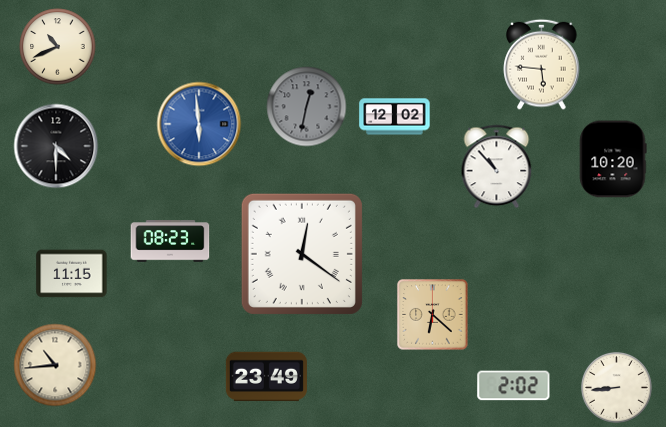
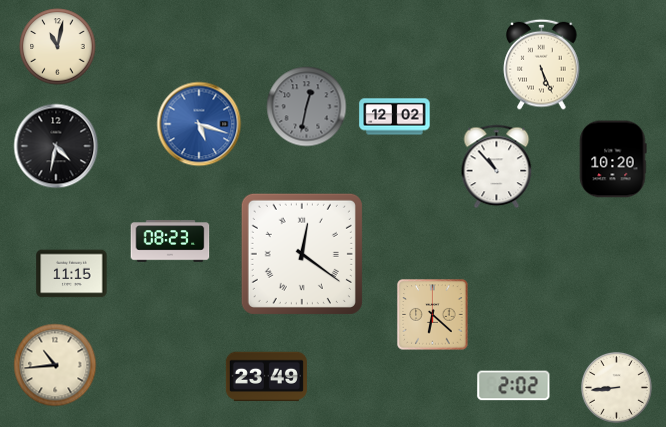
clock at (58, 47): 10:41 -> 11:02
clock at (542, 64): 5:46 -> 5:26
clock at (199, 124): 5:59 -> 5:18
clock at (56, 146): 4:30 -> 4:32
